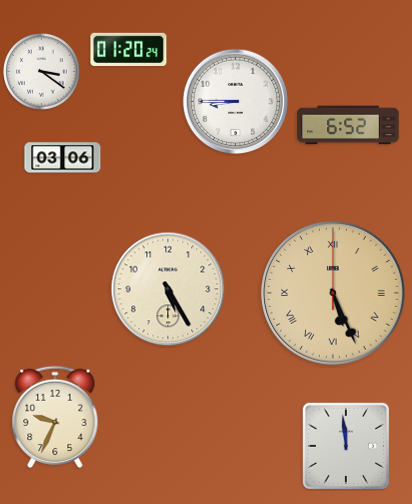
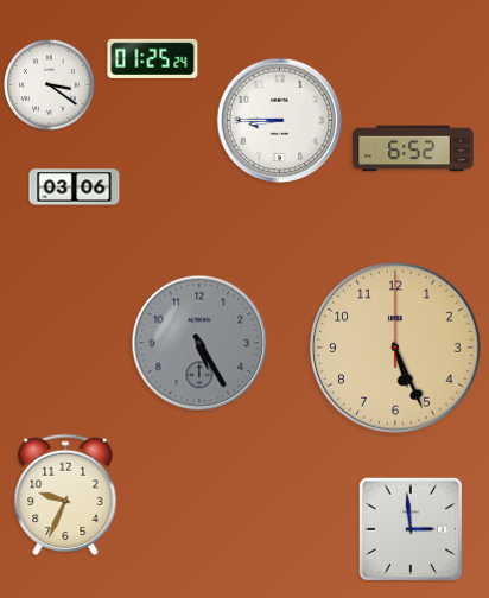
clock at (129, 49): 01:20 -> 01:25
clock at (168, 289) dial: cream -> grey
clock at (333, 293) numerals: Roman -> Arabic
clock at (345, 445): 11:59 -> 2:59
